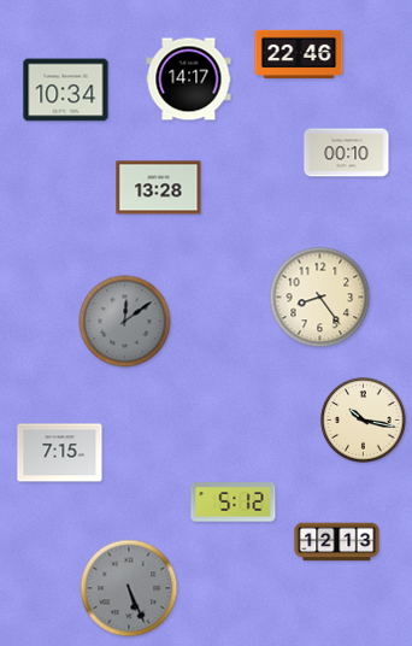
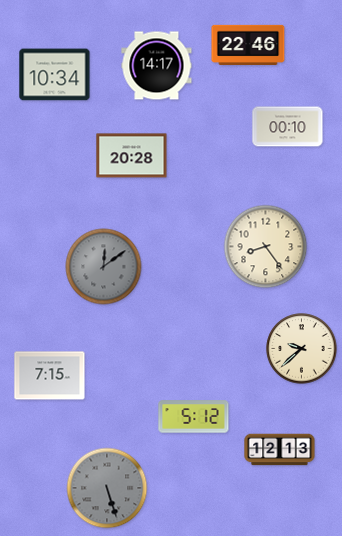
clock at (159, 188): 13:28 -> 20:28
clock at (364, 421): 10:17 -> 9:38
clock at (129, 588): 5:26 -> 5:27
